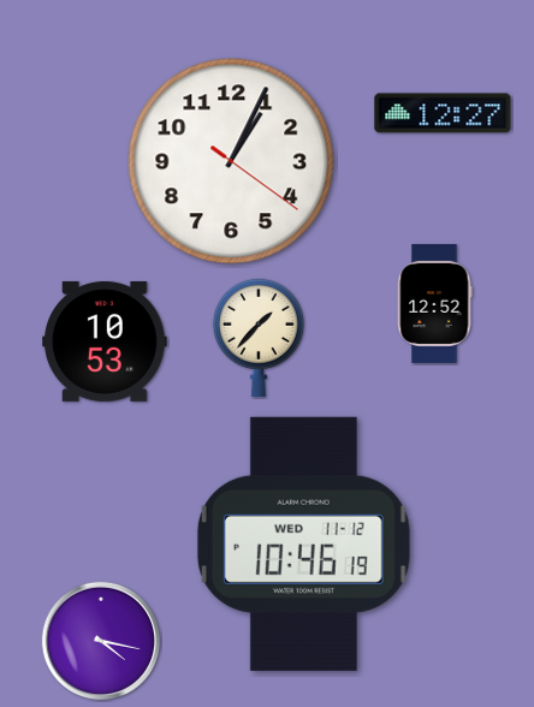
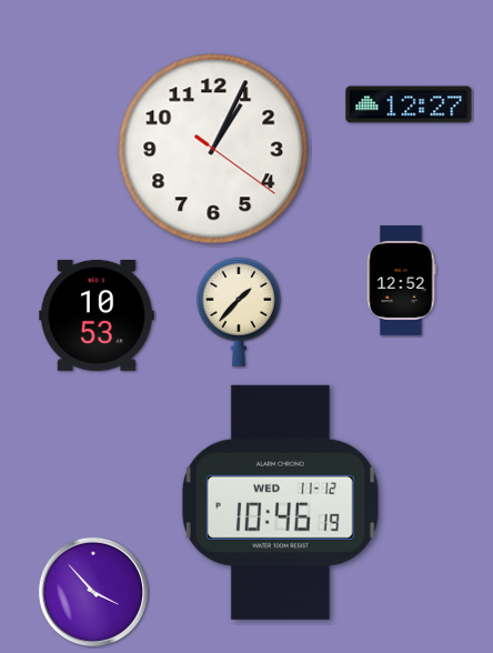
clock at (100, 640): 4:17 -> 3:53
